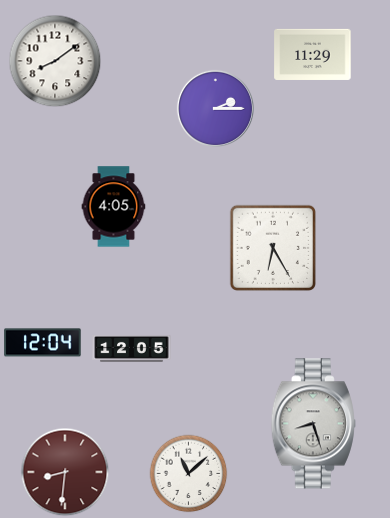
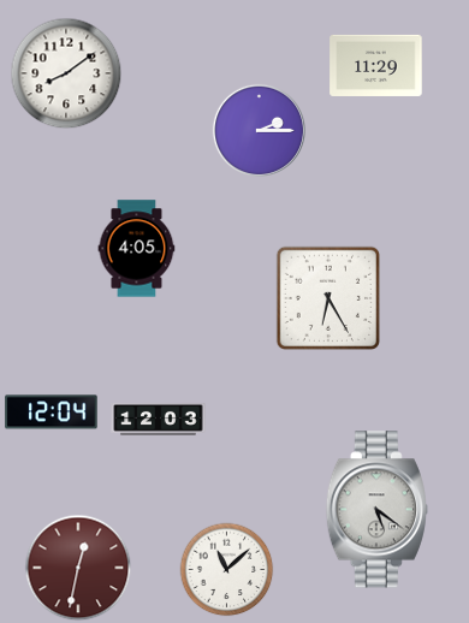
clock at (132, 348): 12:05 -> 12:03
clock at (313, 424): 8:27 -> 5:21
clock at (65, 472): 8:31 -> 12:32
